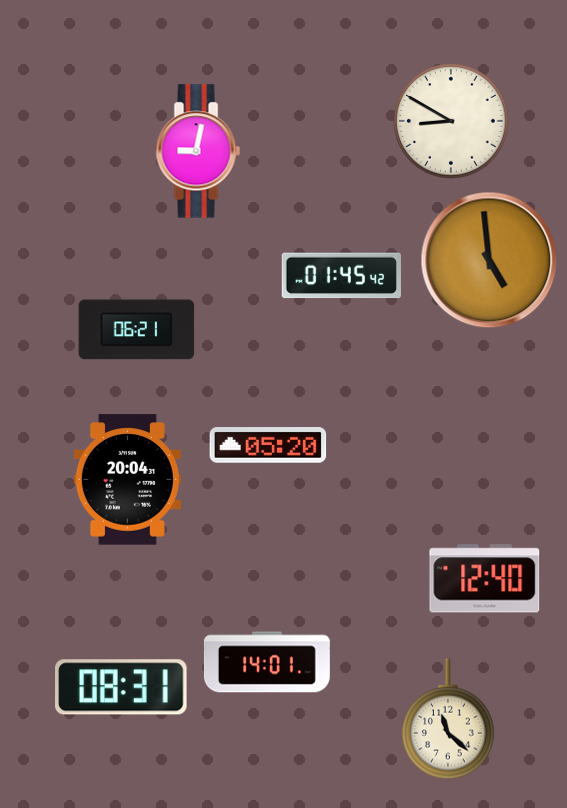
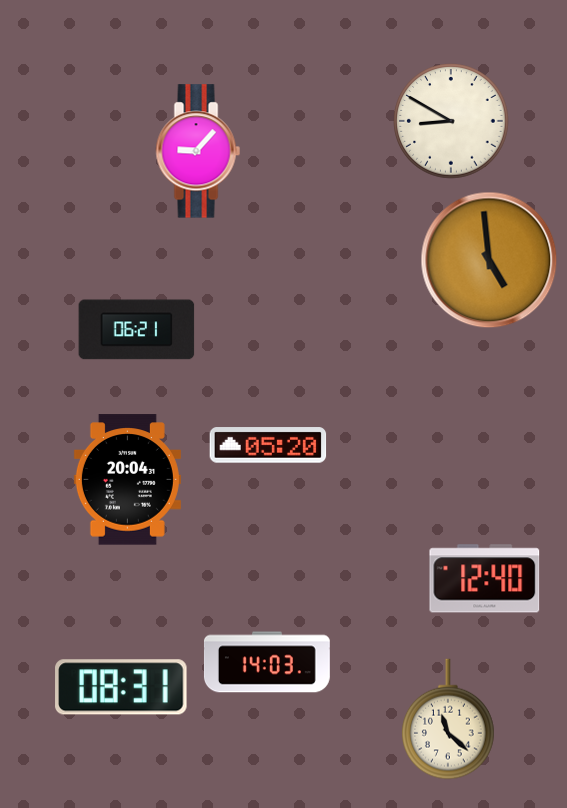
clock at (198, 151): 9:02 -> 9:07
clock at (341, 276): 01:45 -> none
clock at (267, 662): 14:01 -> 14:03
